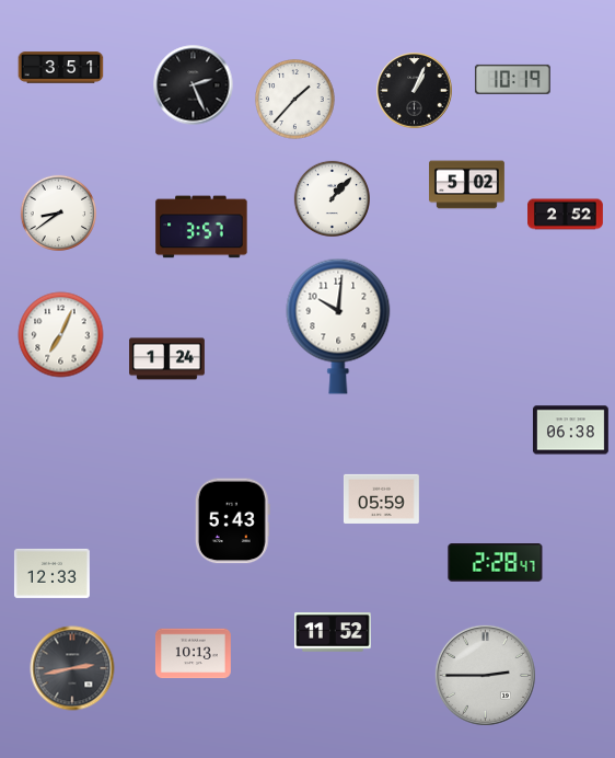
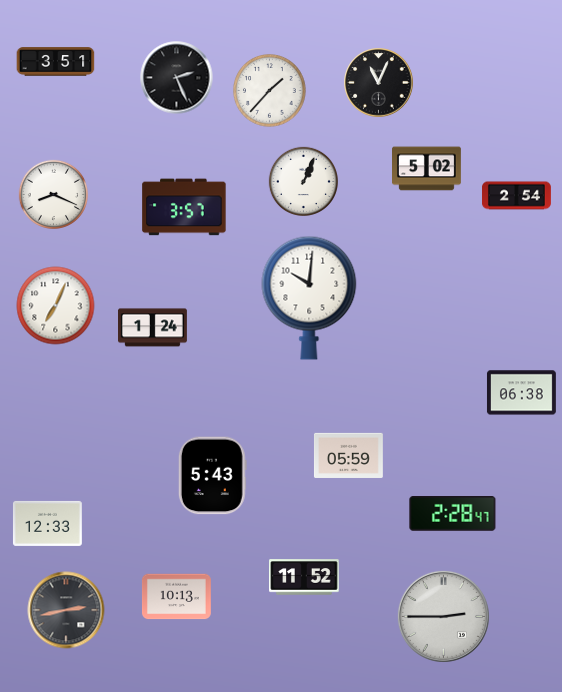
clock at (512, 79): 10:19 -> none
clock at (415, 91): 1:04 -> 11:04
clock at (332, 198): 1:07 -> 1:04
clock at (58, 213): 8:39 -> 8:19
clock at (566, 215): 2:52 -> 2:54
